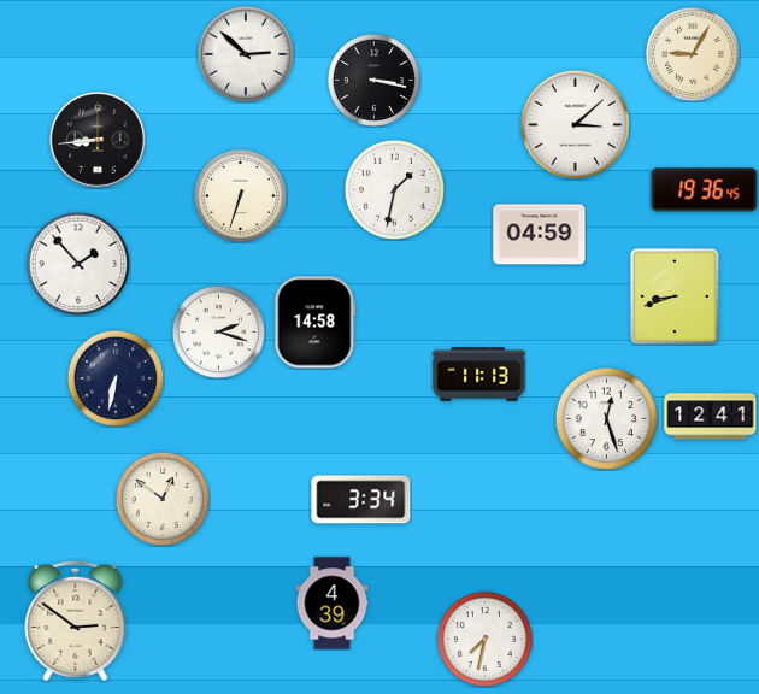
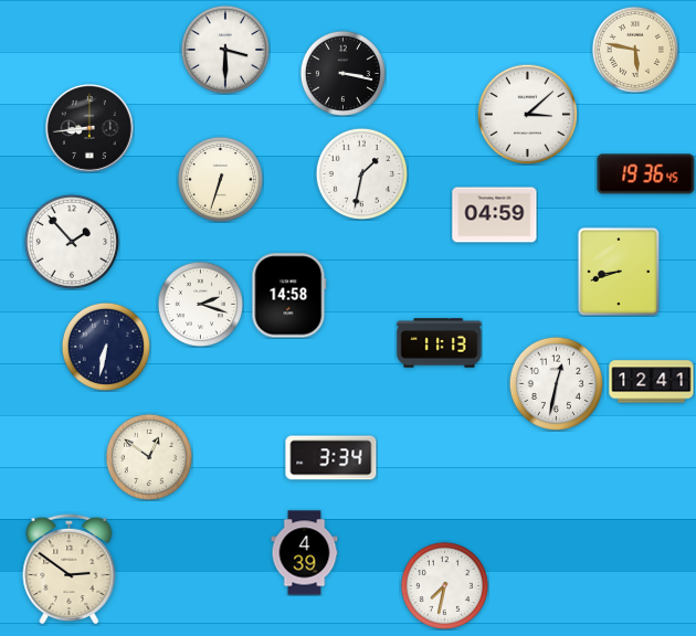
clock at (246, 54): 2:52 -> 3:30
clock at (693, 54): 9:05 -> 5:47
clock at (606, 418): 12:27 -> 12:32
